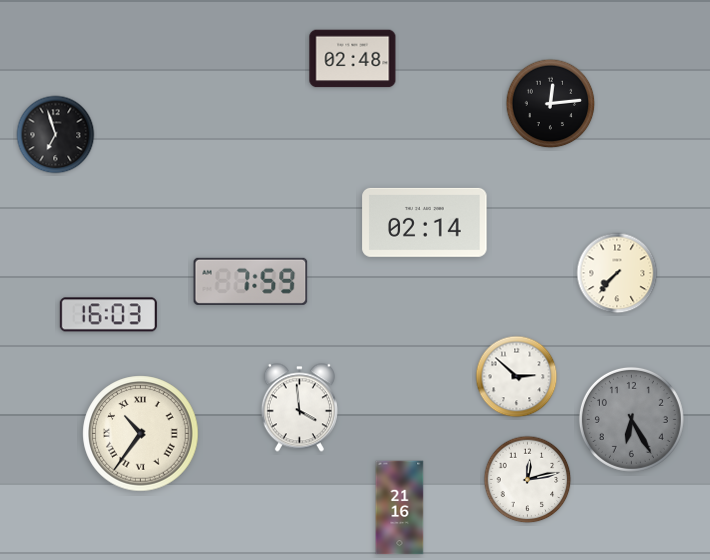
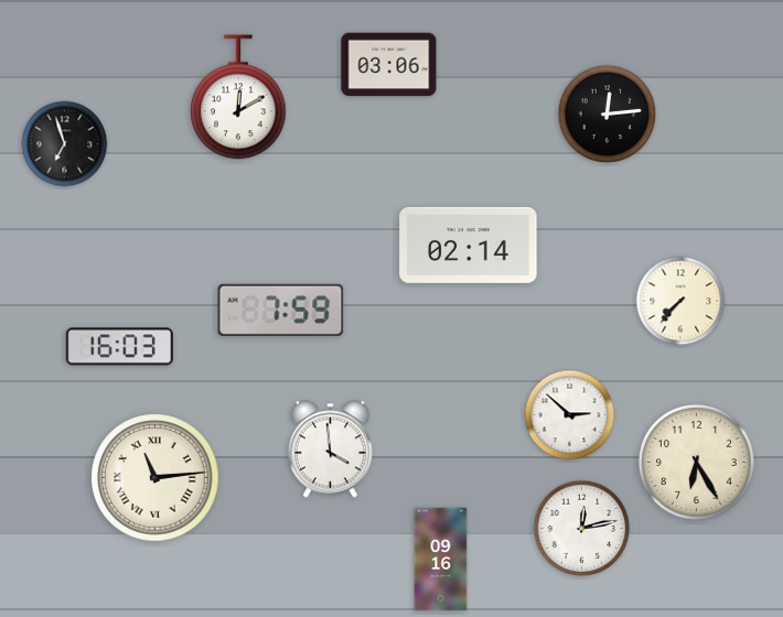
clock at (353, 59): 02:48 -> 03:06
clock at (239, 97): none -> 12:10
clock at (56, 135) position: (56, 135) -> (65, 144)
clock at (251, 281) position: (251, 281) -> (281, 310)
clock at (631, 419) dial: grey -> cream
clock at (141, 434): 10:36 -> 11:14
clock at (400, 508): 21:16 -> 09:16
